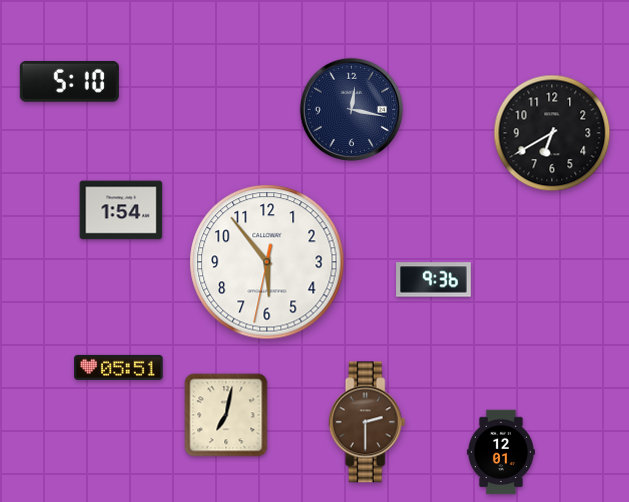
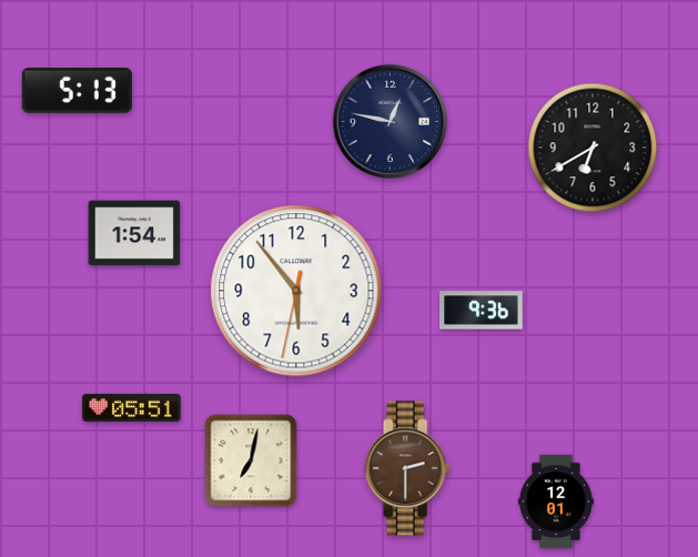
clock at (69, 81): 5:10 -> 5:13
clock at (352, 110): 12:17 -> 12:47
clock at (552, 133) position: (552, 133) -> (593, 148)
